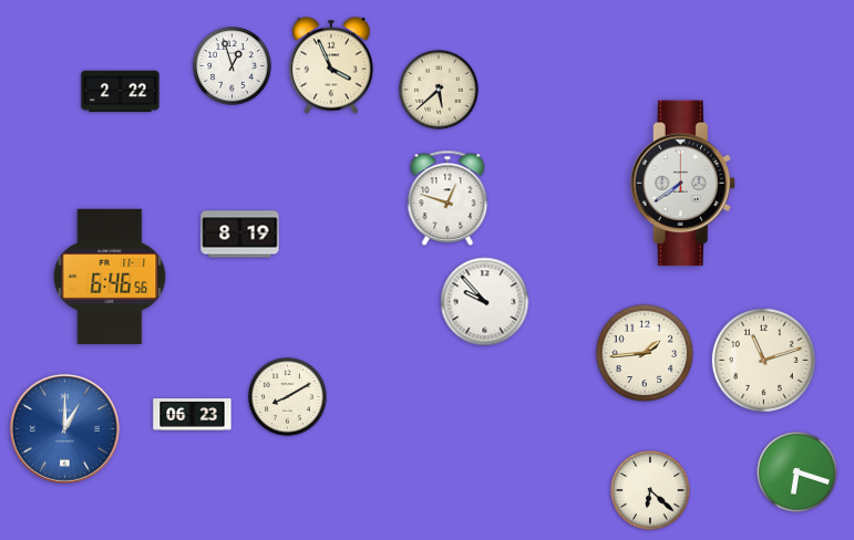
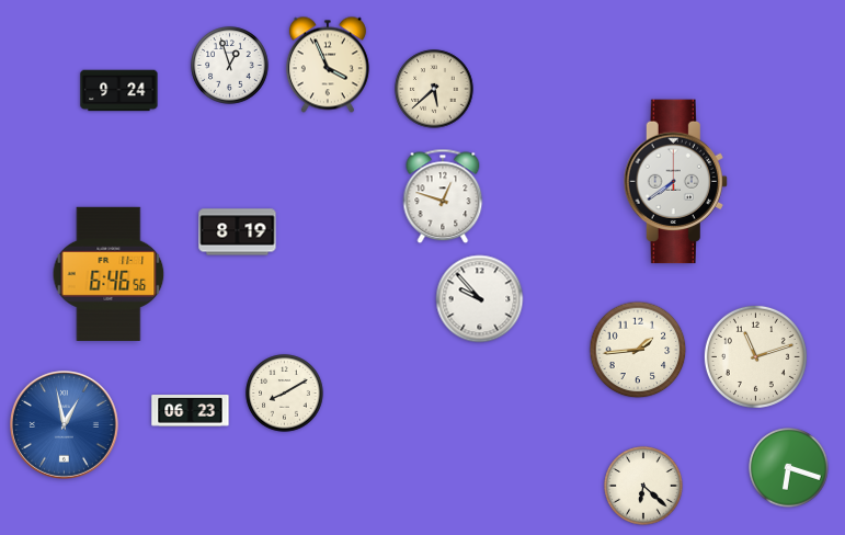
clock at (121, 92): 2:22 -> 9:24
clock at (65, 429): 1:00 -> 12:58
